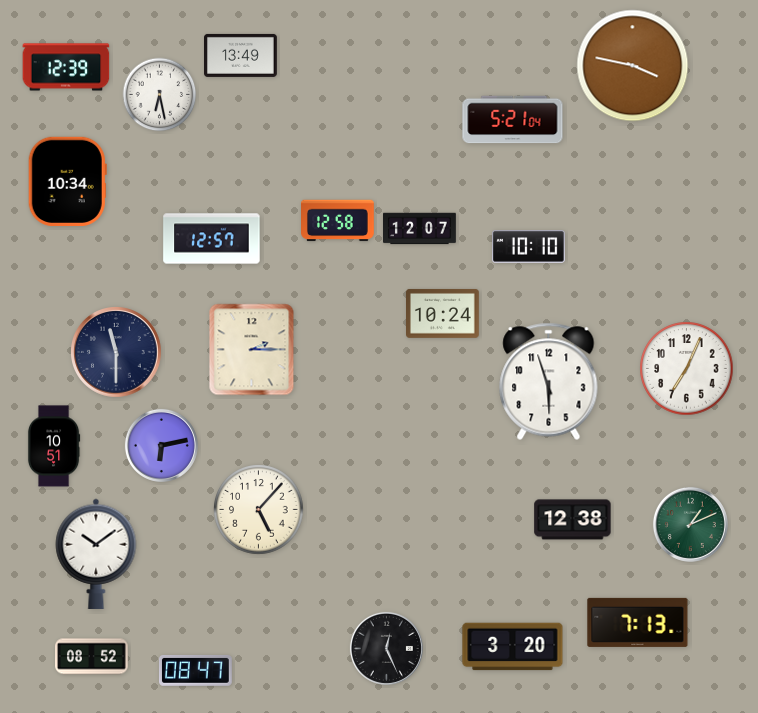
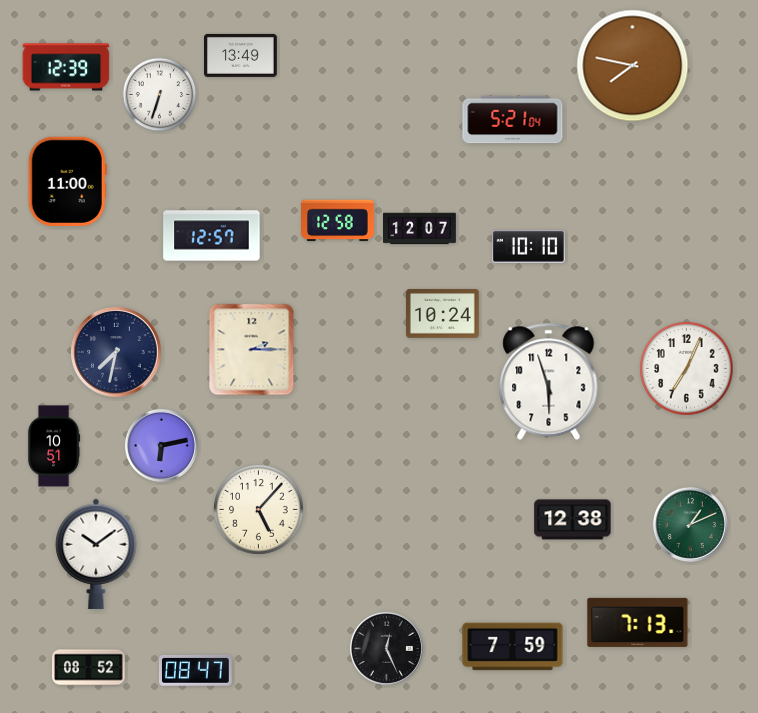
clock at (633, 66): 3:47 -> 7:47
clock at (160, 95): 6:28 -> 6:33
clock at (67, 181): 10:34 -> 11:00
clock at (212, 239) position: (212, 239) -> (212, 236)
clock at (117, 353): 11:30 -> 7:32
clock at (513, 647): 3:20 -> 7:59
clock at (92, 657) position: (92, 657) -> (89, 668)
